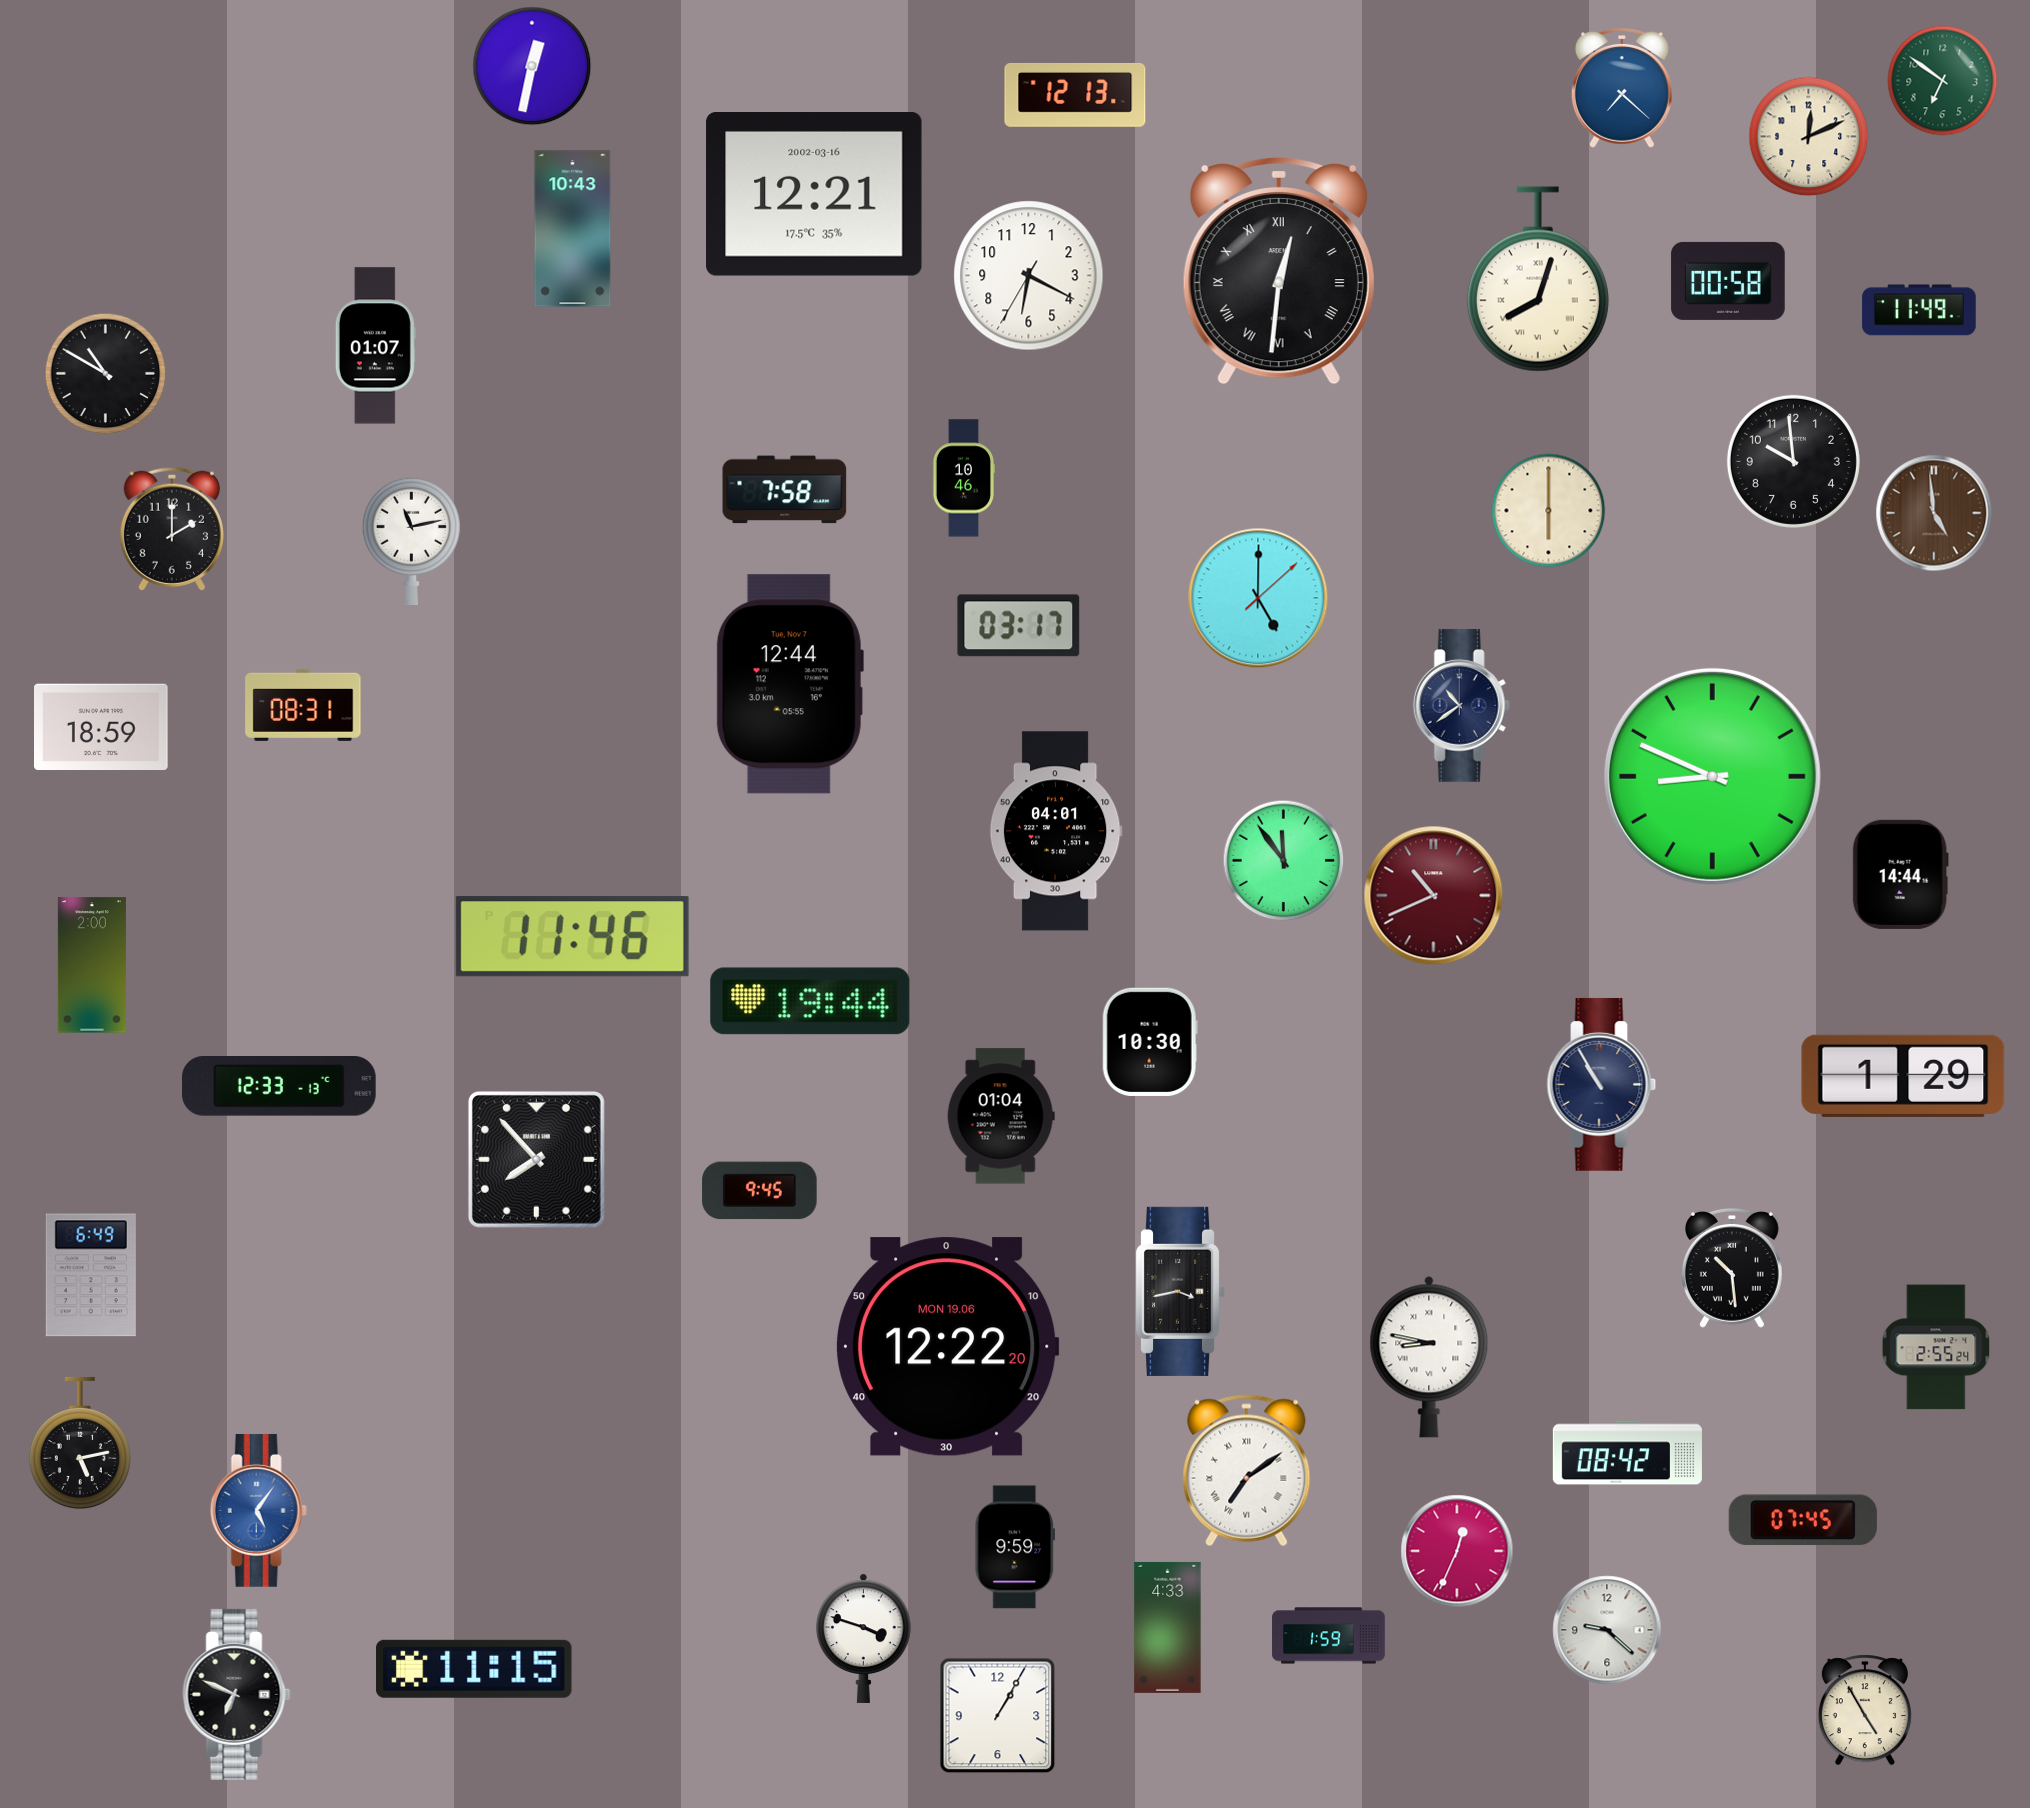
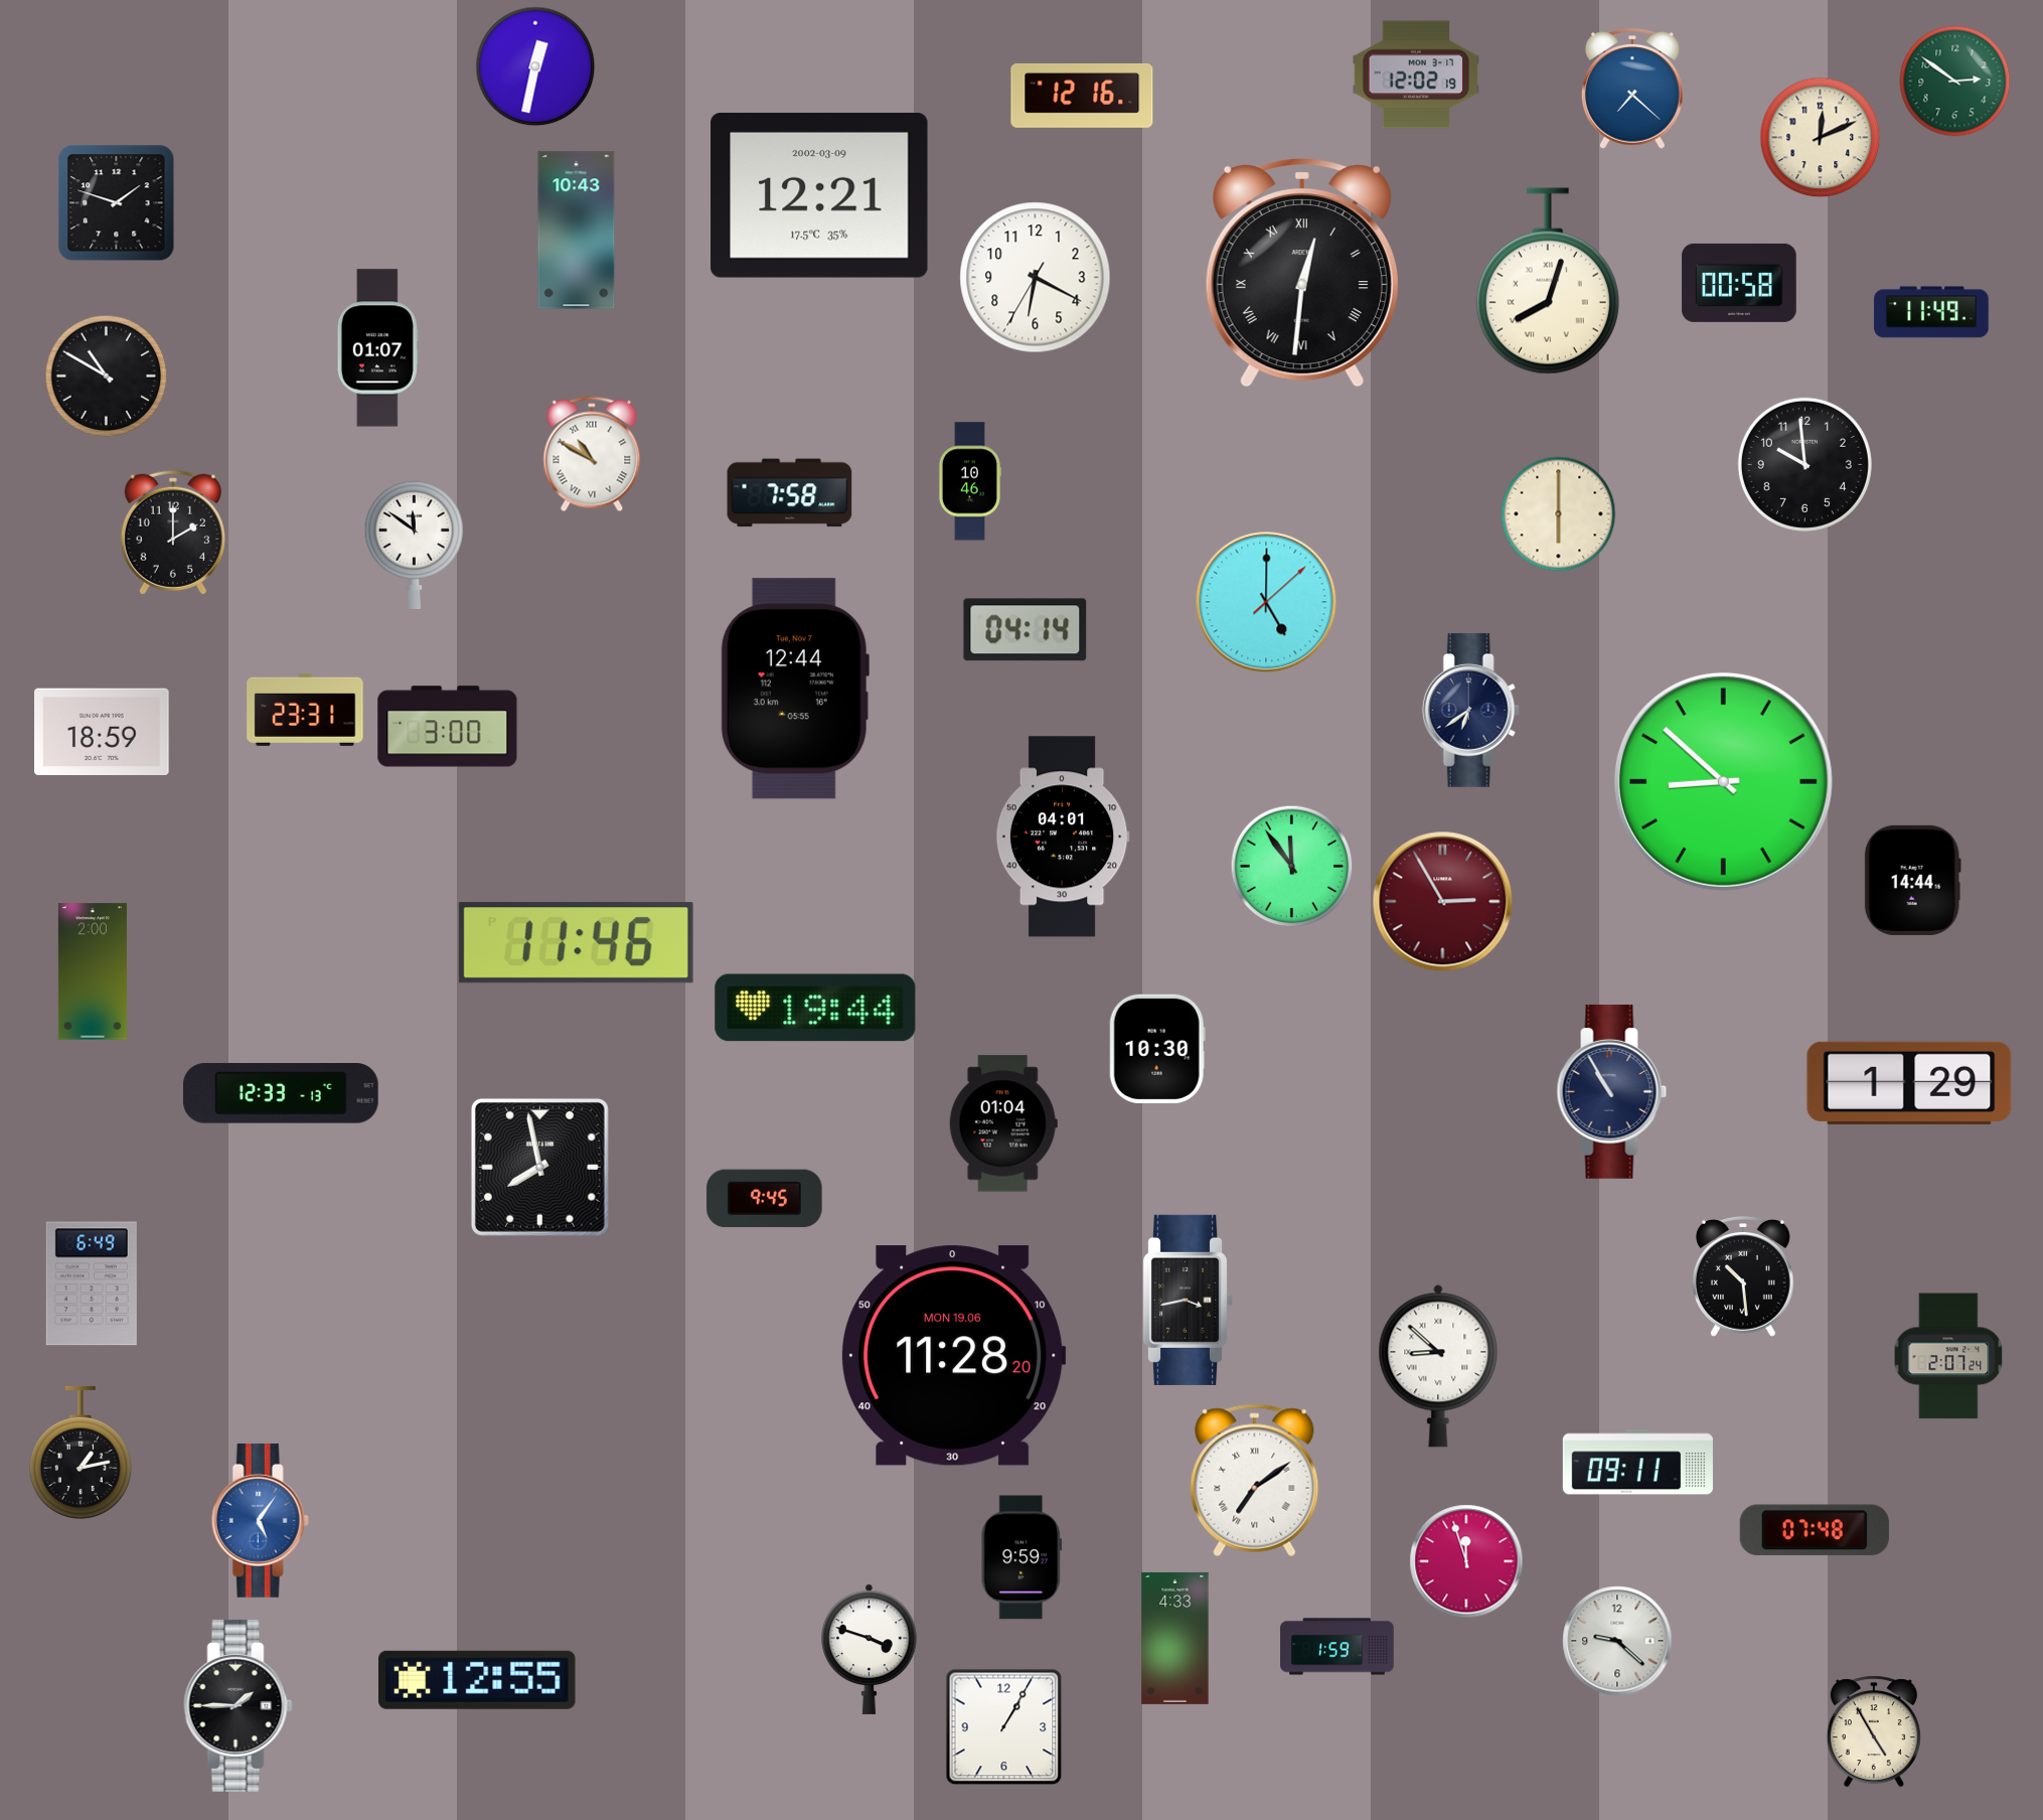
clock at (1416, 74): none -> 12:02
clock at (1943, 81): 6:51 -> 2:51
clock at (1075, 95): 12:13 -> 12:16
clock at (815, 195) date: 2002-03-16 -> 2002-03-09
clock at (117, 203): none -> 1:48
clock at (1279, 271) position: (1279, 271) -> (1302, 273)
clock at (592, 454): none -> 10:50
clock at (1934, 513): 4:59 -> none
clock at (411, 540): 11:13 -> 11:51
clock at (1019, 626): 03:17 -> 04:14
clock at (303, 705): 08:31 -> 23:31
clock at (1461, 705): 10:39 -> 6:39
clock at (448, 727): none -> 3:00
clock at (1712, 776): 8:49 -> 8:52
clock at (1434, 896): 10:41 -> 2:55
clock at (1903, 1076) position: (1903, 1076) -> (1909, 1083)
clock at (1001, 1116) position: (1001, 1116) -> (1003, 1123)
clock at (536, 1159): 7:53 -> 7:58
clock at (948, 1347): 12:22 -> 11:28
clock at (1936, 1347): 2:55 -> 2:07
clock at (1429, 1357): 8:47 -> 8:52
clock at (80, 1442): 5:13 -> 1:13
clock at (1627, 1453): 08:42 -> 09:11
clock at (1803, 1520): 07:45 -> 07:48
clock at (1457, 1551): 12:34 -> 11:57
clock at (474, 1669): 11:15 -> 12:55
clock at (237, 1694): 6:49 -> 1:45
clock at (1865, 1710) position: (1865, 1710) -> (1874, 1731)
